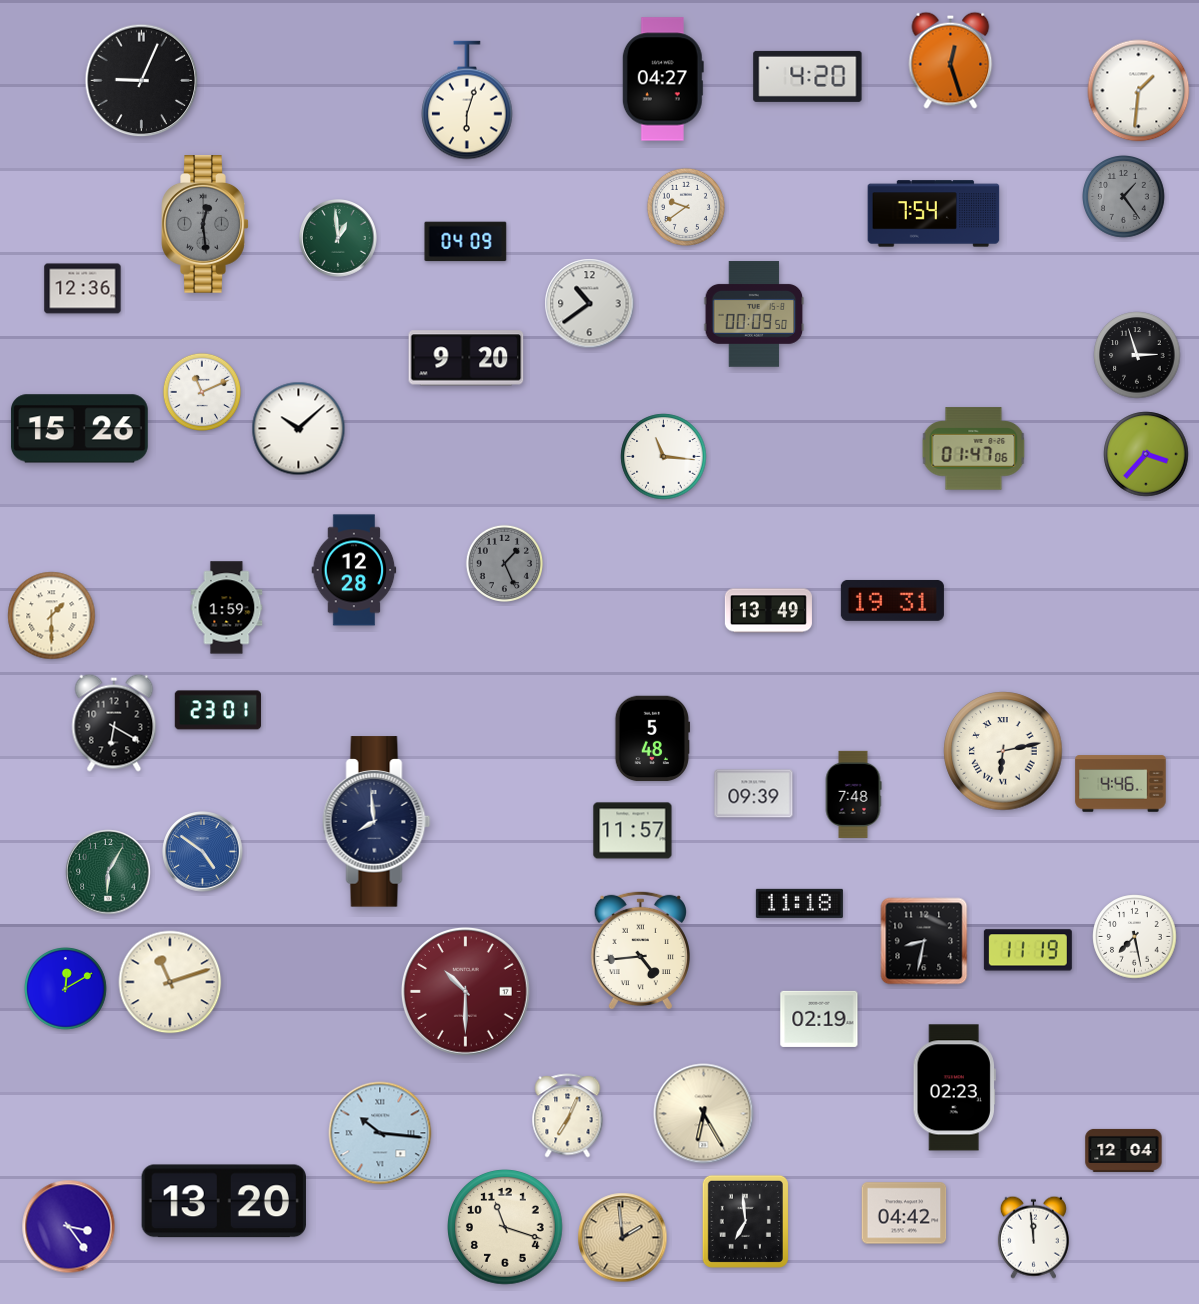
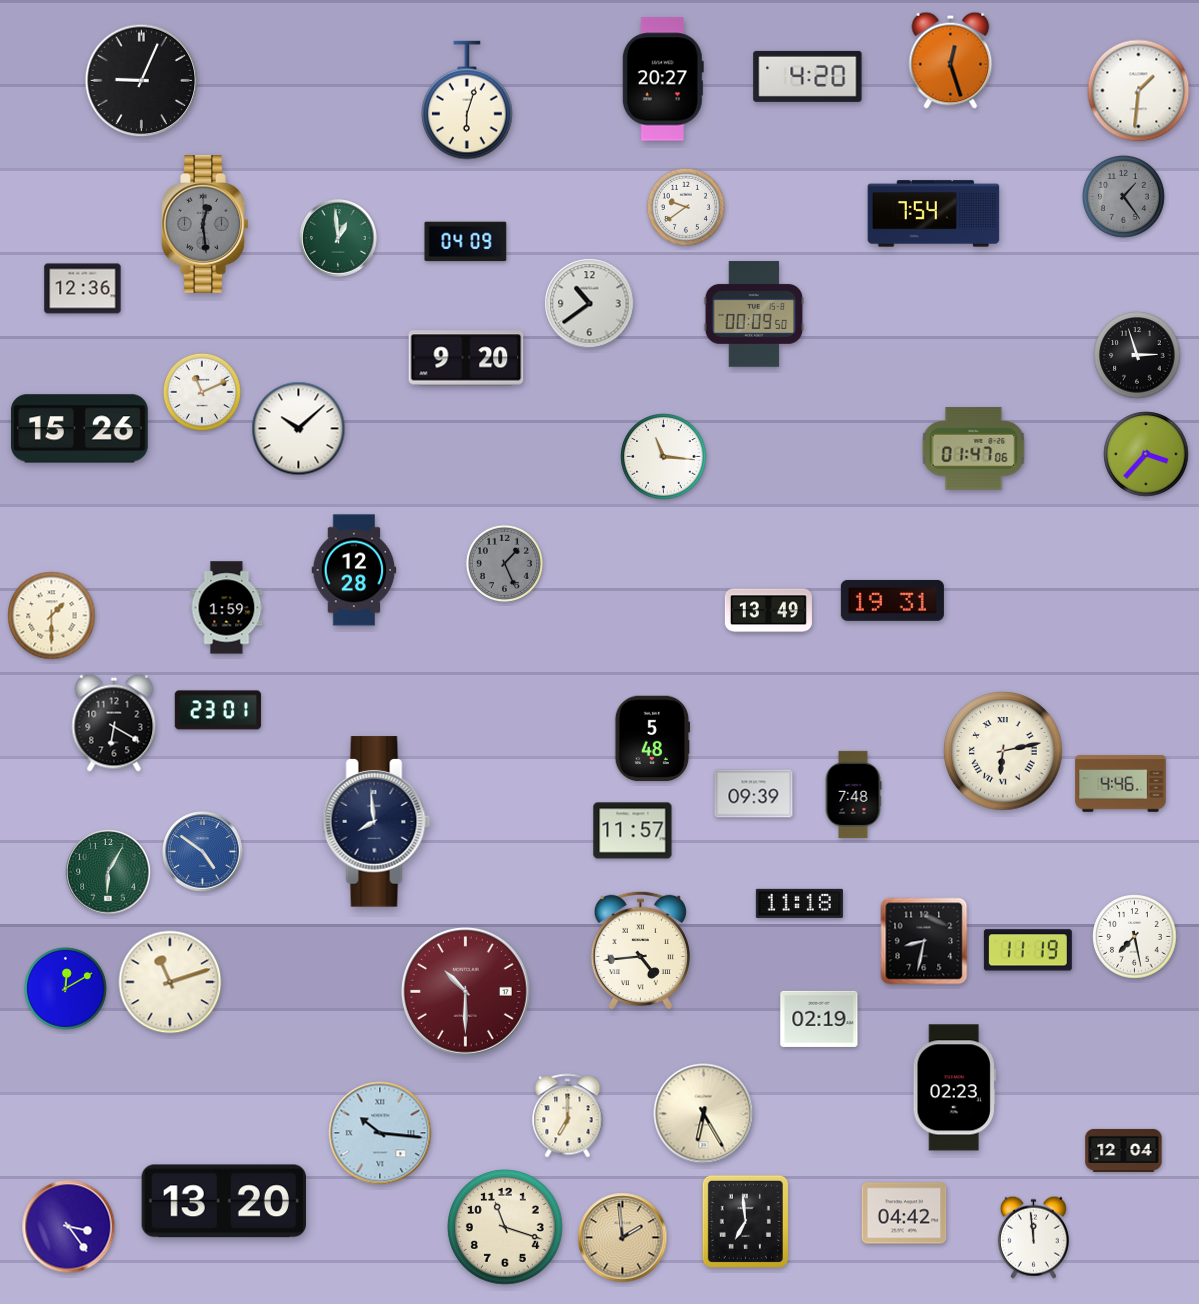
clock at (663, 79): 04:27 -> 20:27
clock at (568, 1116): 7:04 -> 7:00
